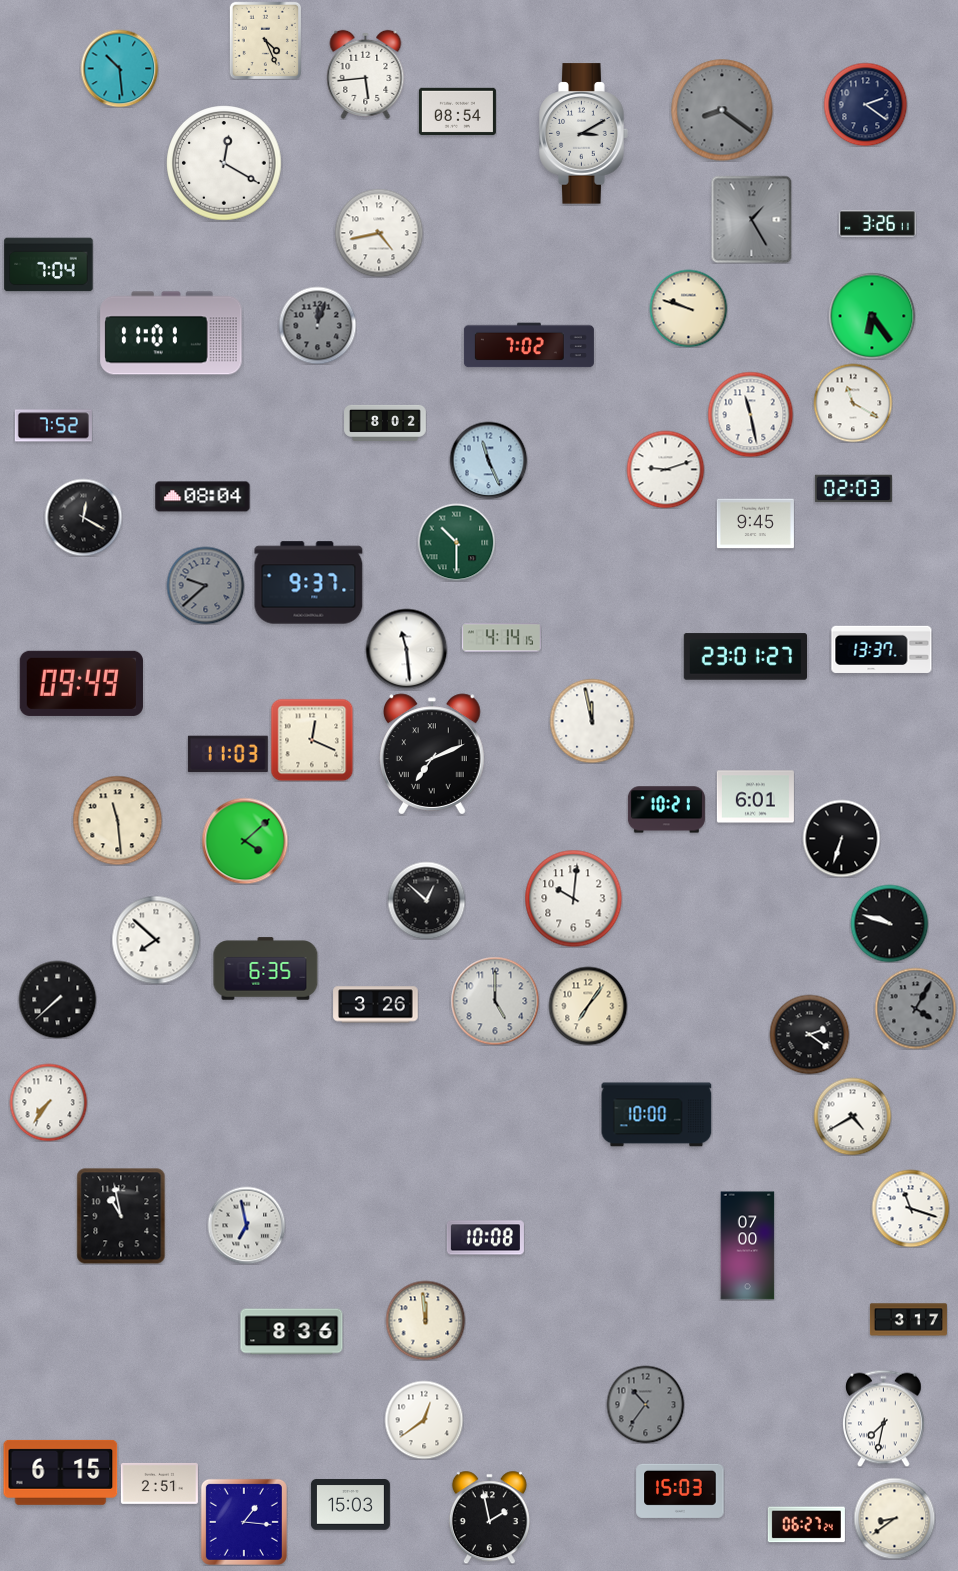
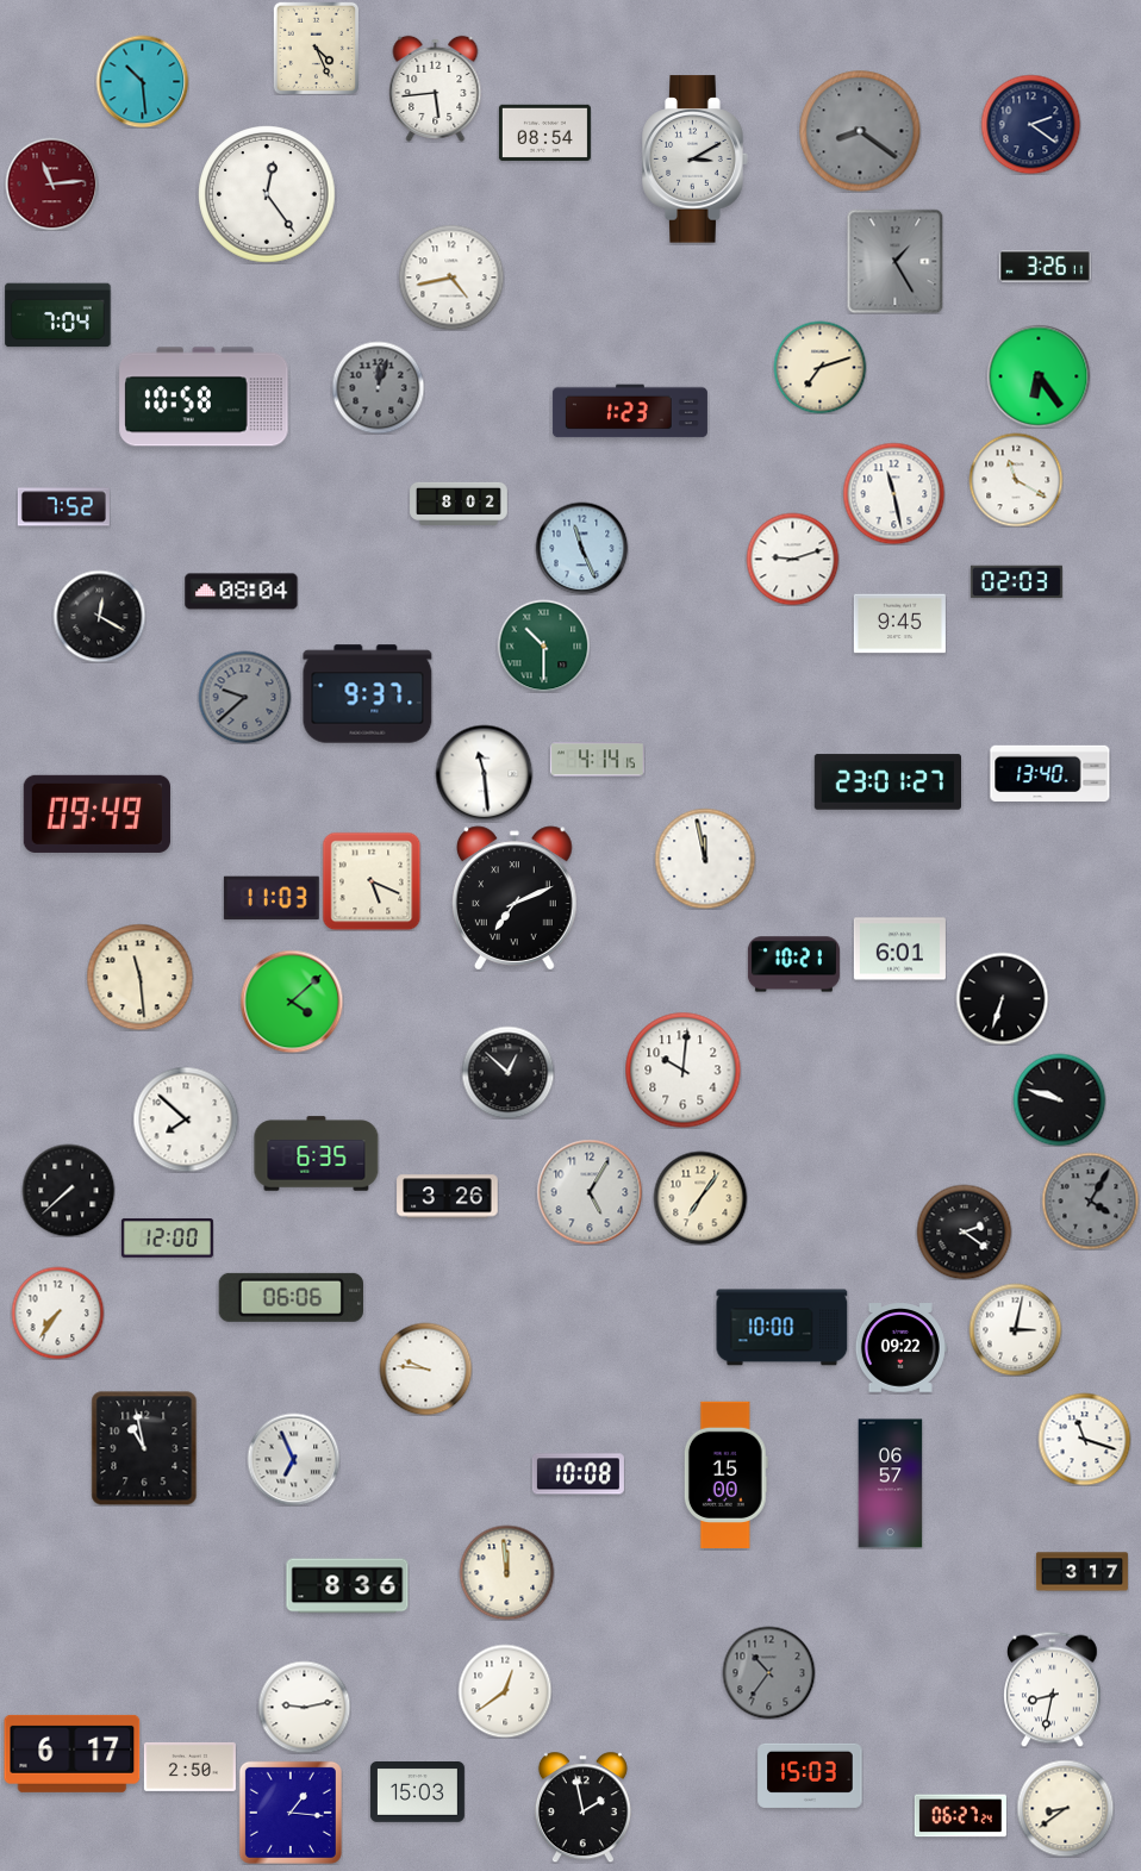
clock at (51, 183): none -> 11:14
clock at (224, 163): 12:20 -> 12:24
clock at (688, 308): 9:48 -> 7:12
clock at (171, 333): 11:01 -> 10:58
clock at (529, 345): 7:02 -> 1:23
clock at (882, 649): 13:37 -> 13:40
clock at (312, 740): 12:19 -> 5:19
clock at (495, 1001): 5:00 -> 5:05
clock at (167, 1239): none -> 12:00
clock at (291, 1297): none -> 06:06
clock at (852, 1116): 4:40 -> 3:02
clock at (900, 1348): none -> 09:22
clock at (425, 1368): none -> 9:46
clock at (246, 1225): 6:58 -> 6:56
clock at (725, 1474): none -> 15:00
clock at (748, 1246): 07:00 -> 06:57
clock at (884, 1418): 7:32 -> 8:32
clock at (304, 1707): none -> 9:13
clock at (61, 1472): 6:15 -> 6:17
clock at (159, 1483): 2:51 -> 2:50
